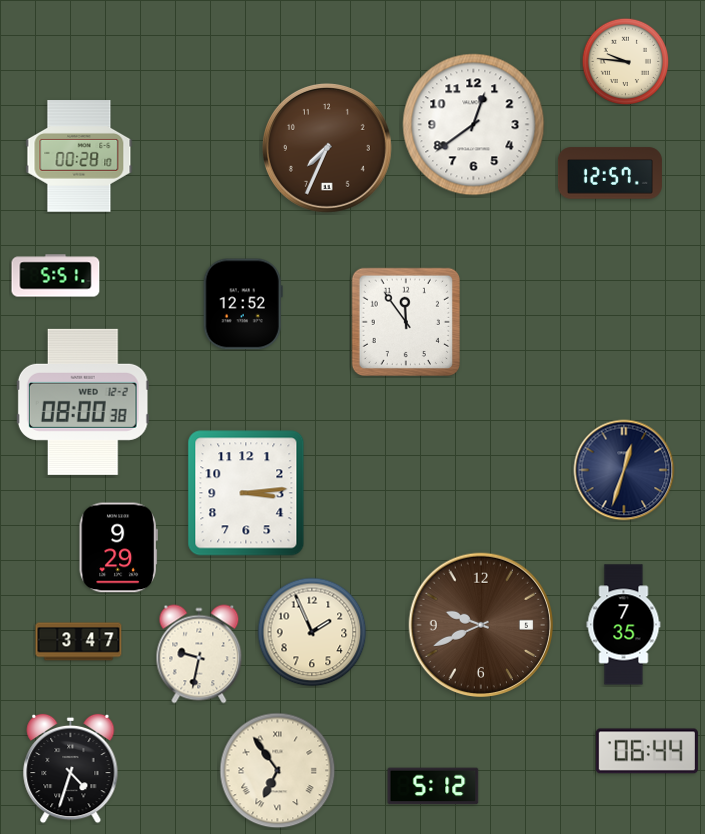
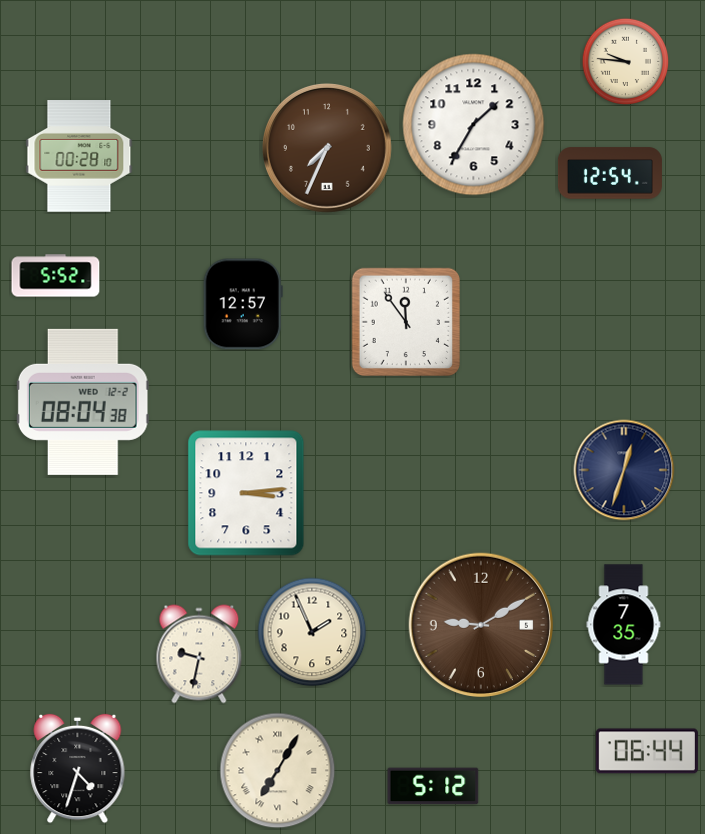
clock at (474, 125): 12:39 -> 1:35
clock at (610, 173): 12:57 -> 12:54
clock at (56, 276): 5:51 -> 5:52
clock at (243, 304): 12:52 -> 12:57
clock at (83, 402): 08:00 -> 08:04
clock at (118, 548): 9:29 -> none
clock at (480, 624): 9:41 -> 9:10
clock at (79, 642): 3:47 -> none
clock at (71, 769) position: (71, 769) -> (78, 769)
clock at (278, 771): 6:54 -> 7:05
